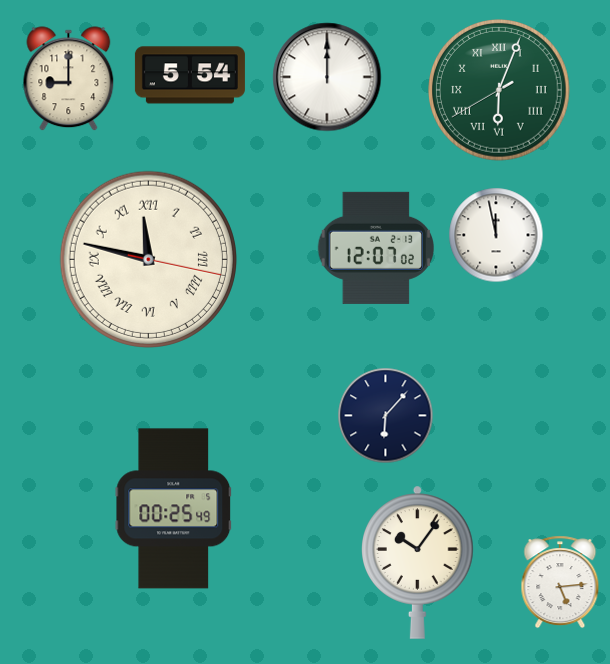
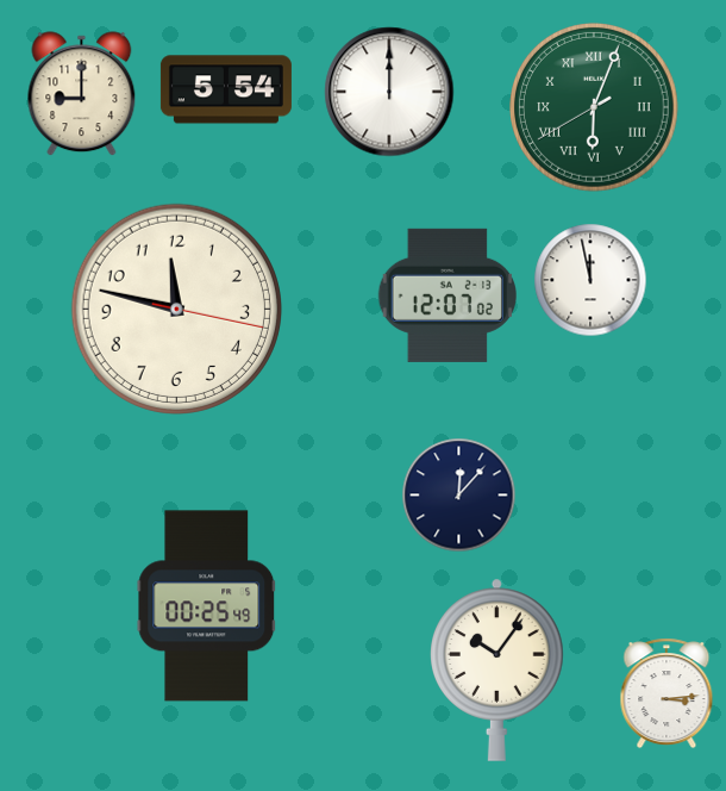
clock at (148, 259) numerals: Roman -> Arabic
clock at (386, 416): 6:07 -> 12:07
clock at (560, 582): 5:14 -> 3:14
